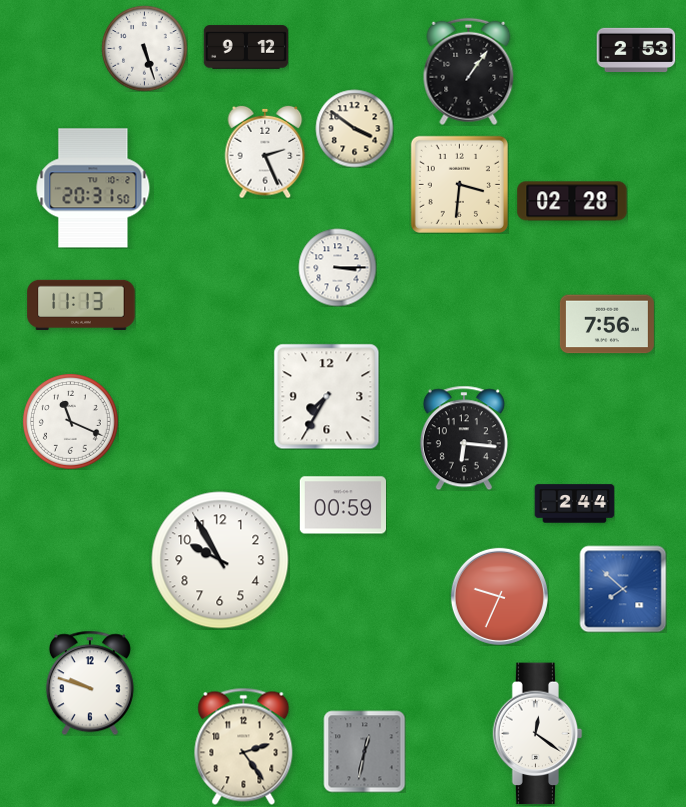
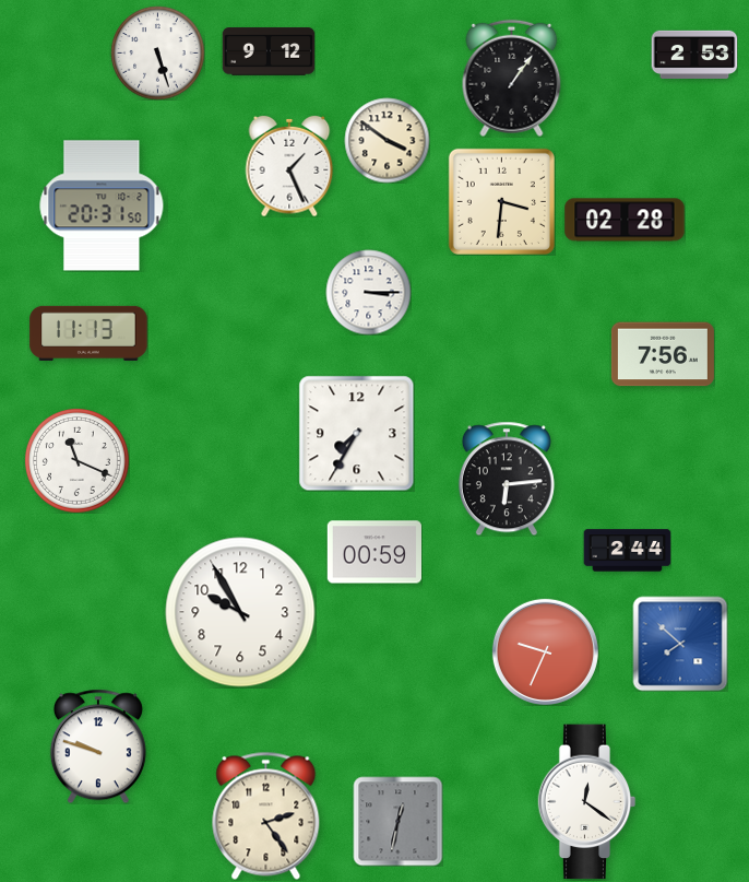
clock at (265, 152): 2:26 -> 1:26
clock at (464, 438): 6:16 -> 6:14
